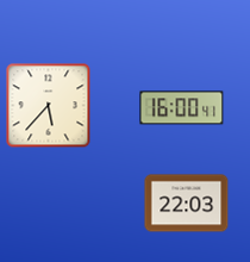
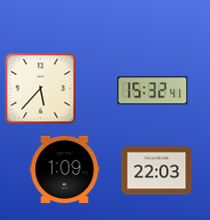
clock at (182, 108): 16:00 -> 15:32
clock at (65, 169): none -> 1:09
